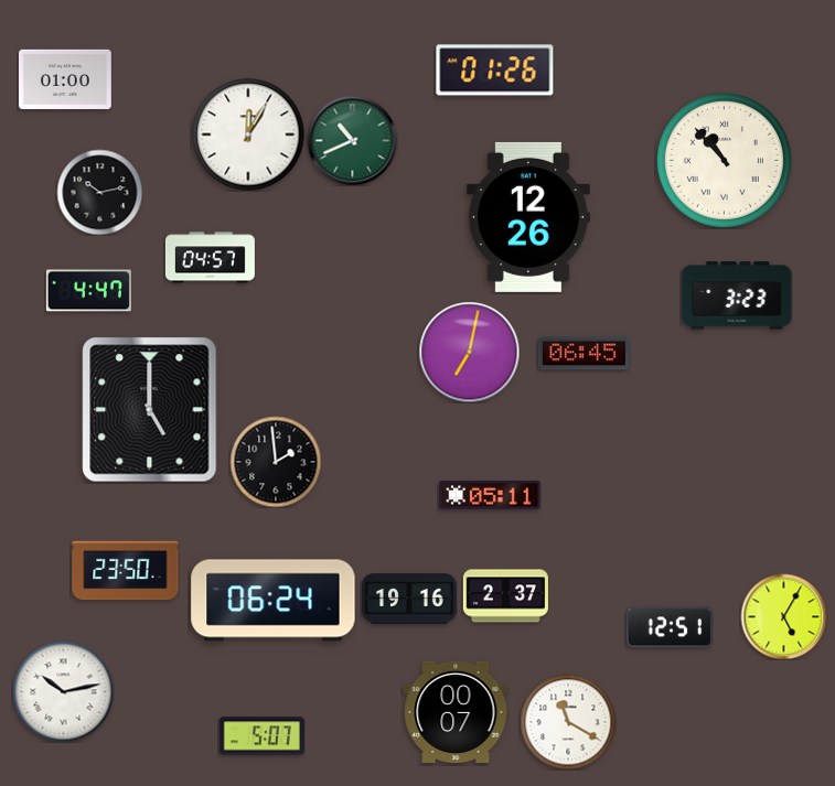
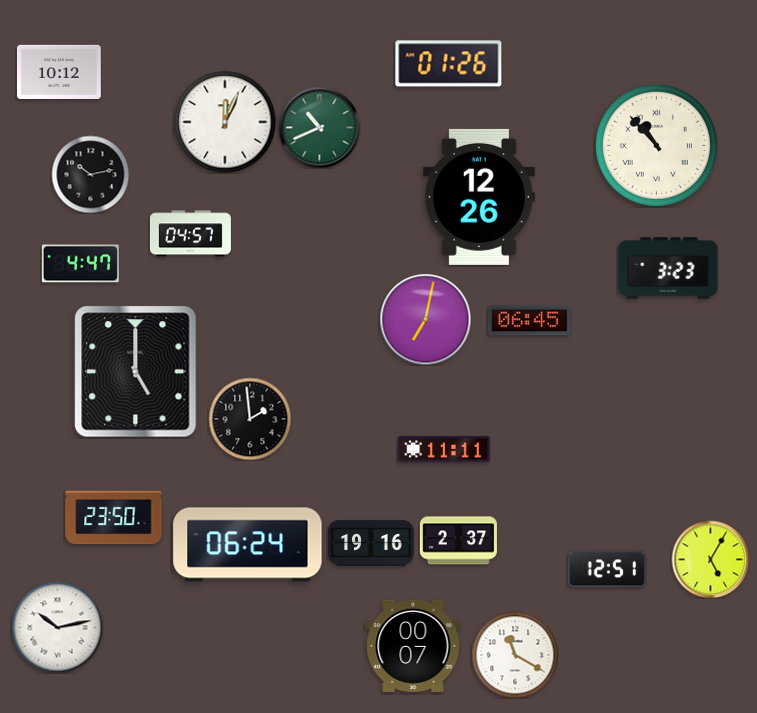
clock at (65, 79): 01:00 -> 10:12
clock at (248, 134): 12:05 -> 12:04
clock at (490, 495): 05:11 -> 11:11
clock at (261, 736): 5:07 -> none
